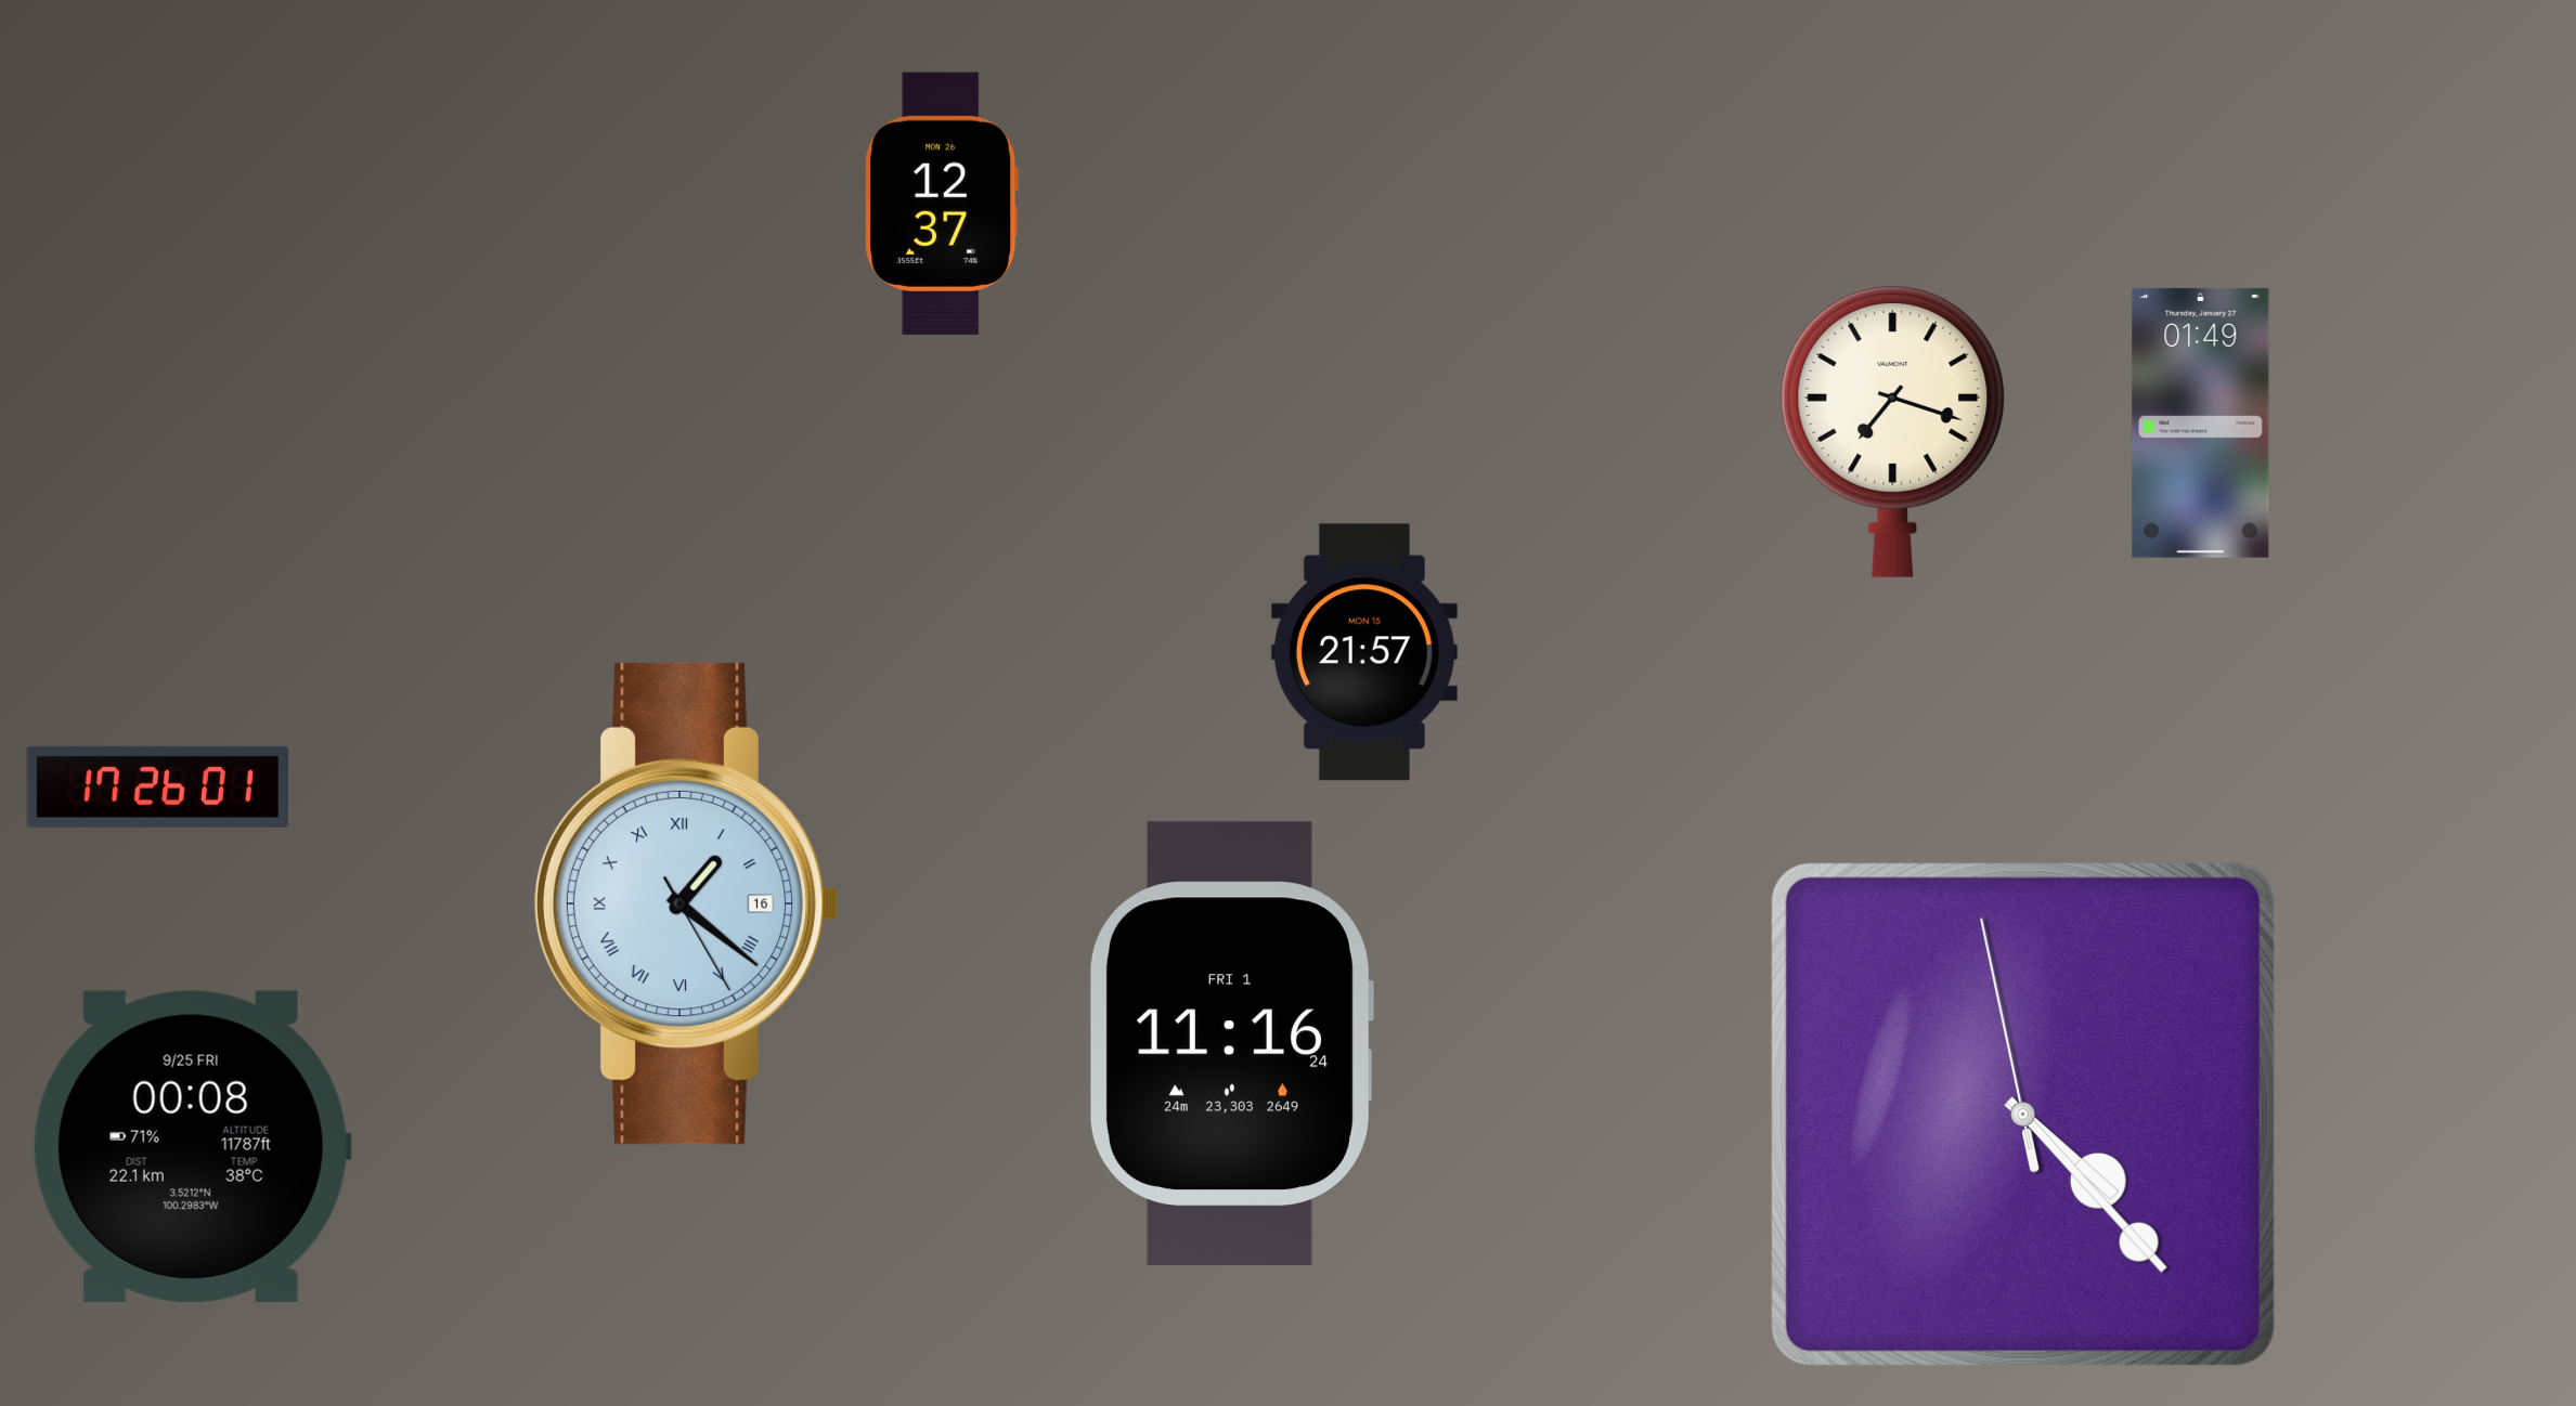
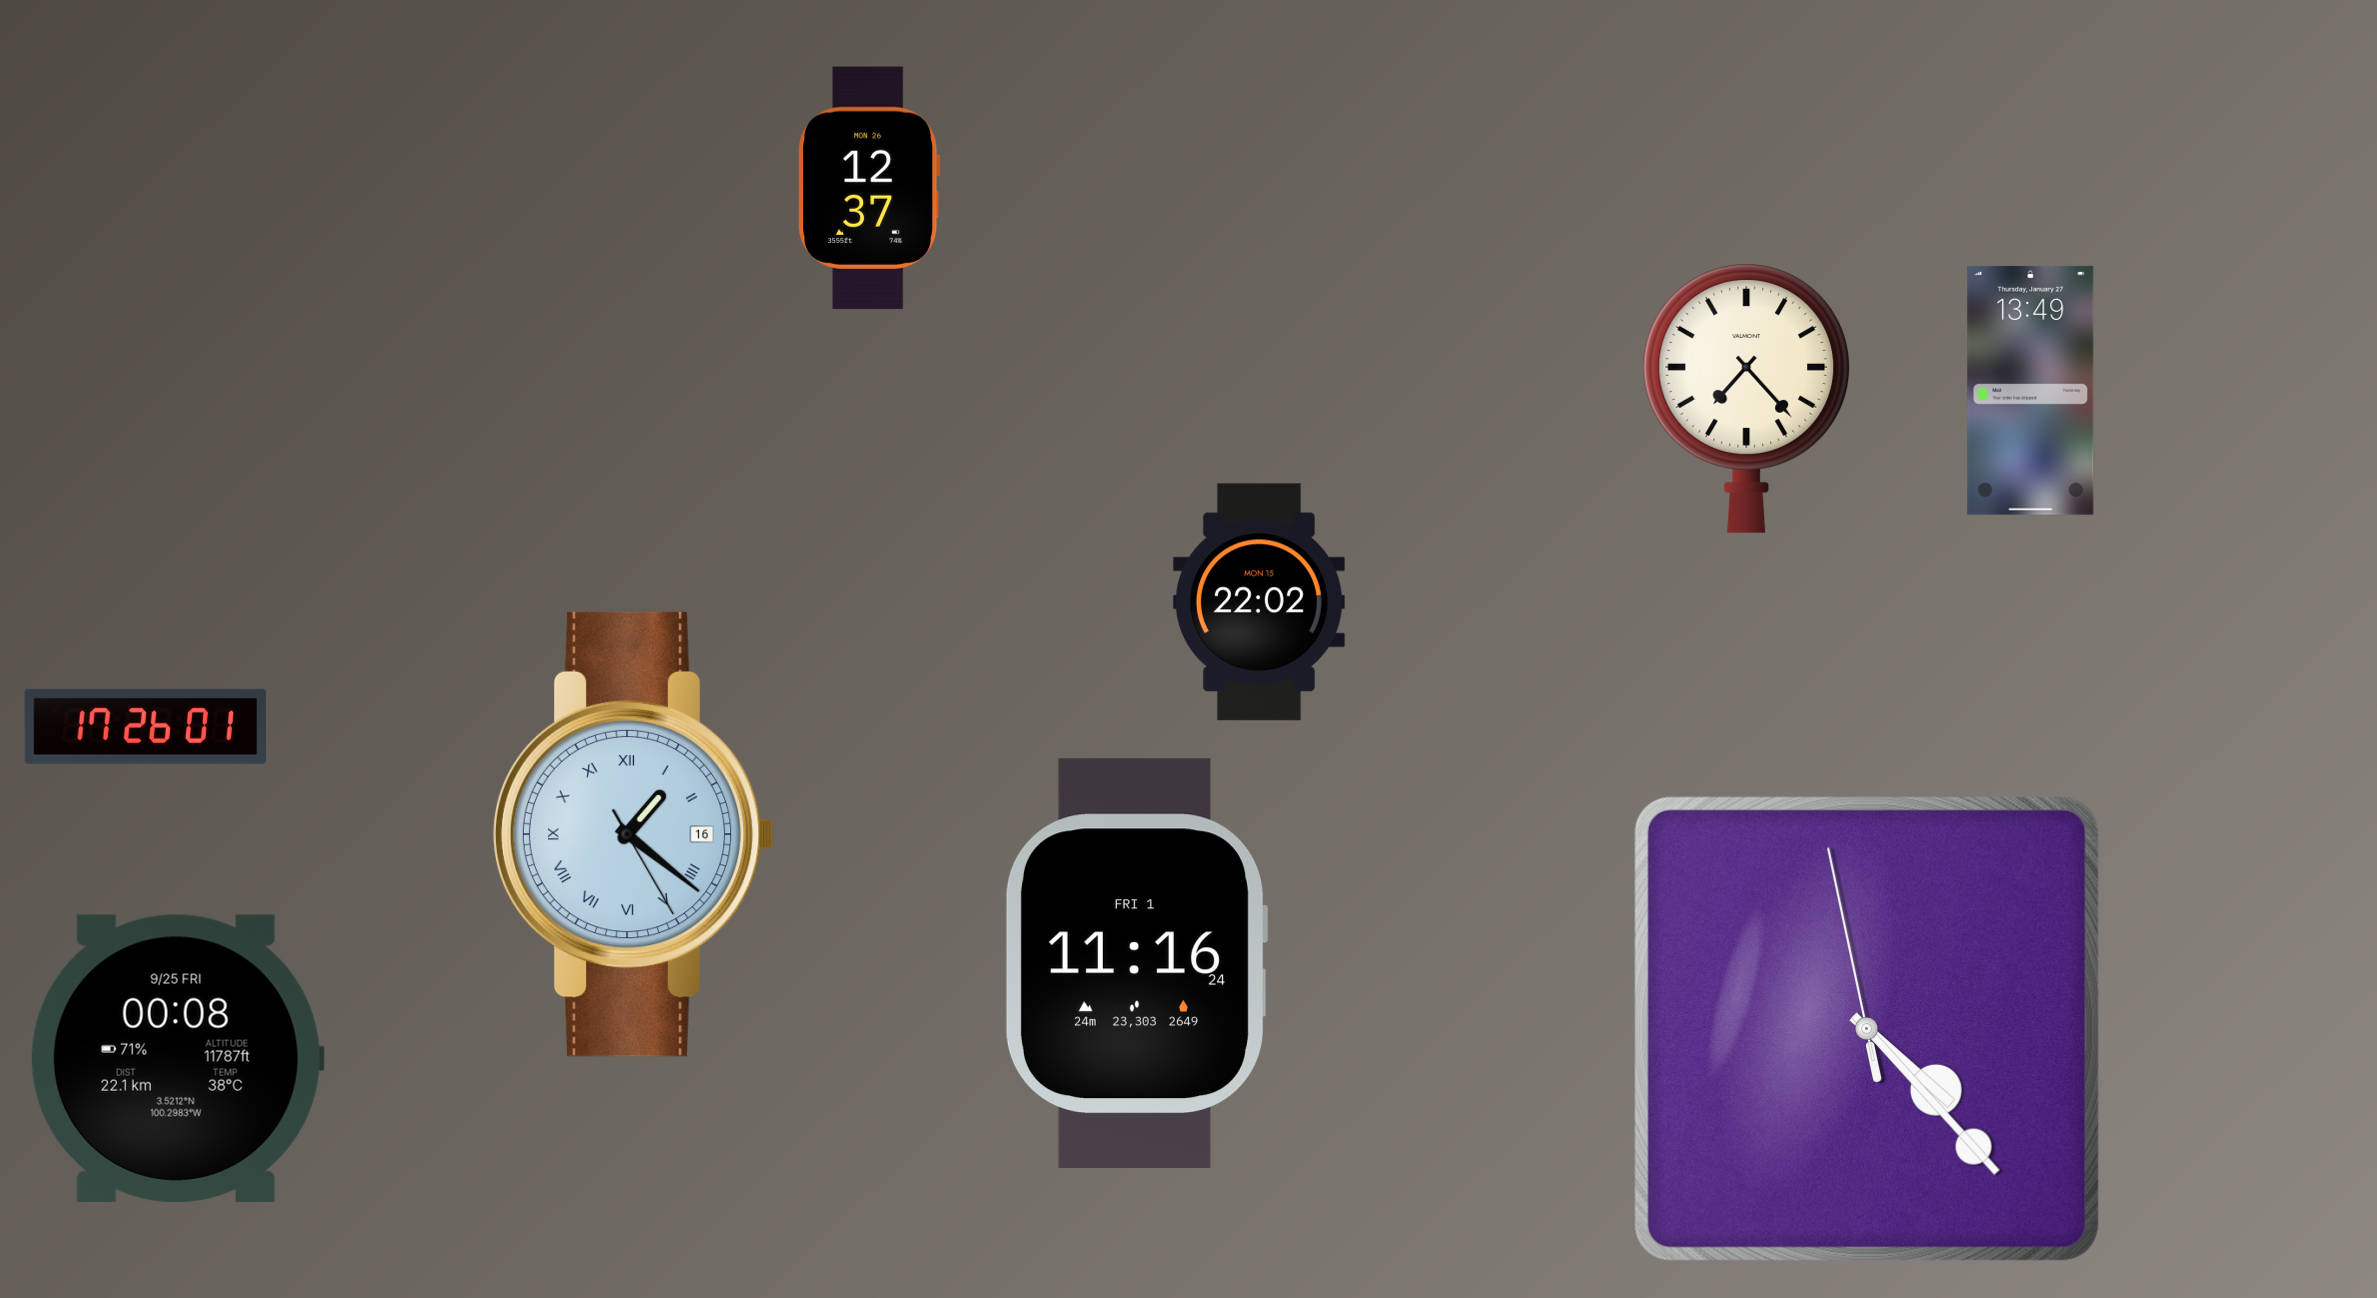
clock at (2201, 422): 01:49 -> 13:49
clock at (1893, 431): 7:18 -> 7:23
clock at (1364, 652): 21:57 -> 22:02
